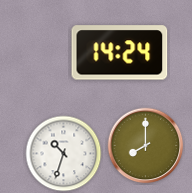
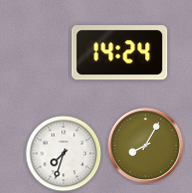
clock at (146, 146): 8:00 -> 8:05
clock at (64, 154): 10:33 -> 7:33
